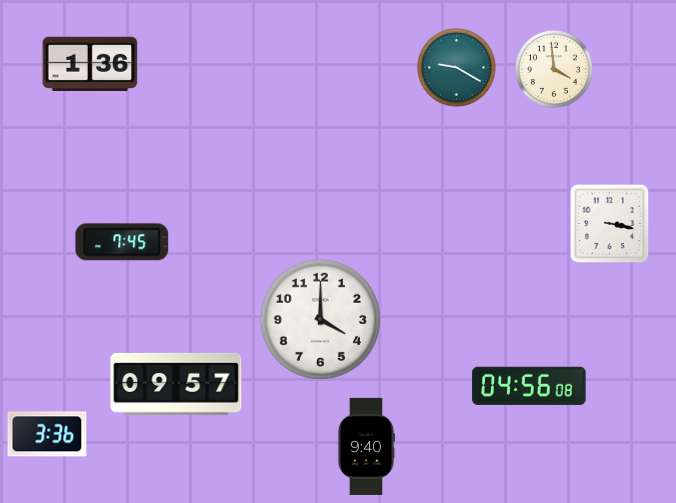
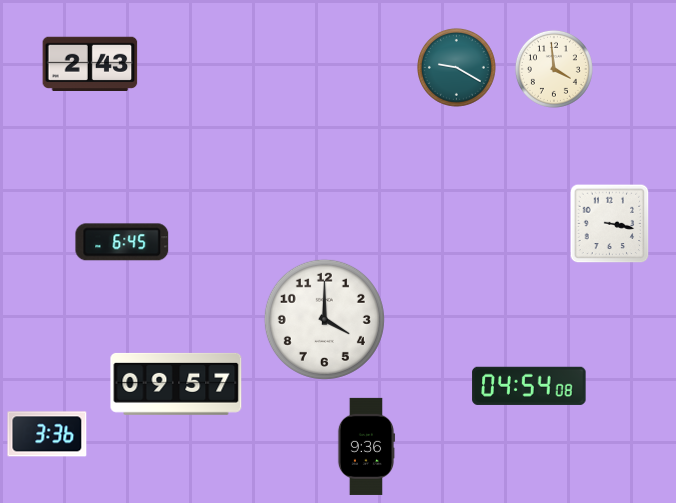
clock at (90, 64): 1:36 -> 2:43
clock at (122, 242): 7:45 -> 6:45
clock at (320, 319) position: (320, 319) -> (324, 319)
clock at (529, 386): 04:56 -> 04:54
clock at (366, 446): 9:40 -> 9:36
